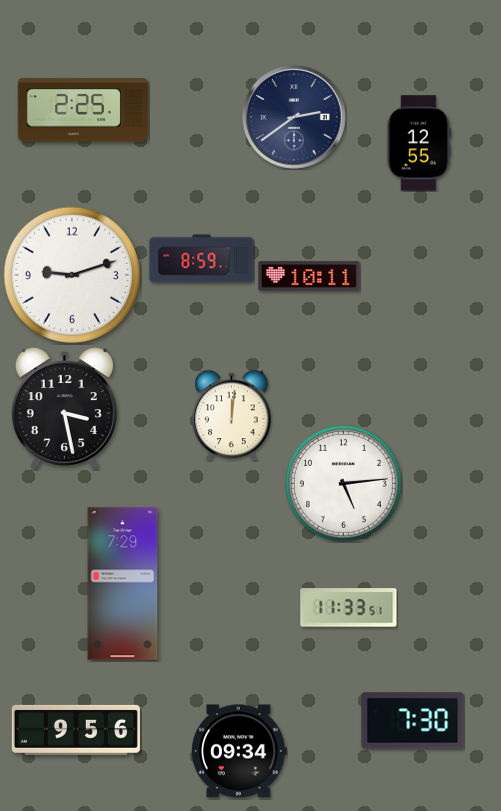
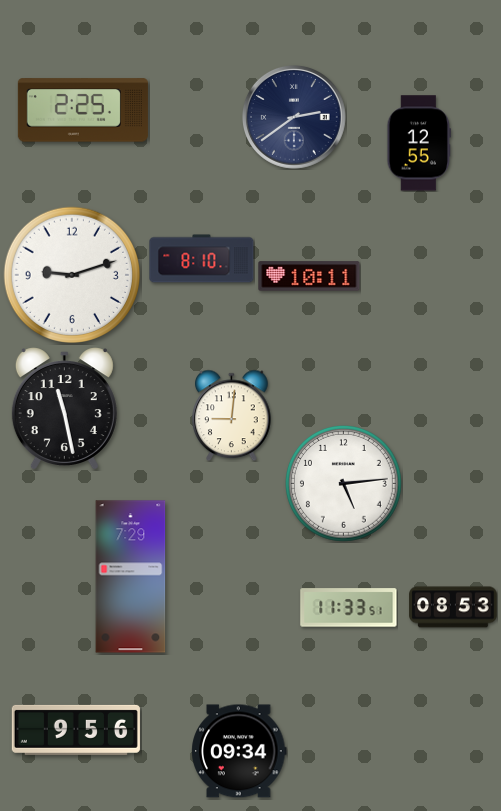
clock at (202, 259): 8:59 -> 8:10
clock at (64, 408): 3:28 -> 11:28
clock at (232, 415): 12:01 -> 9:01
clock at (123, 584) position: (123, 584) -> (131, 577)
clock at (453, 607): none -> 08:53
clock at (413, 721): 7:30 -> none
